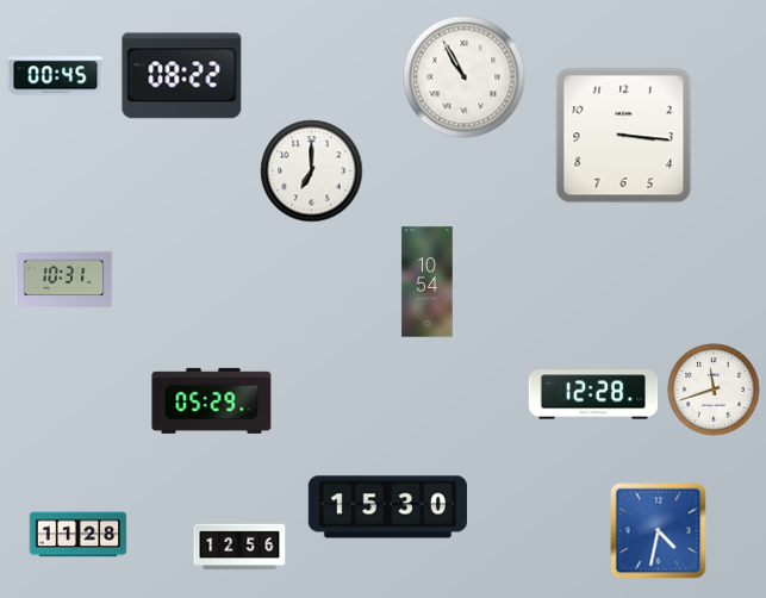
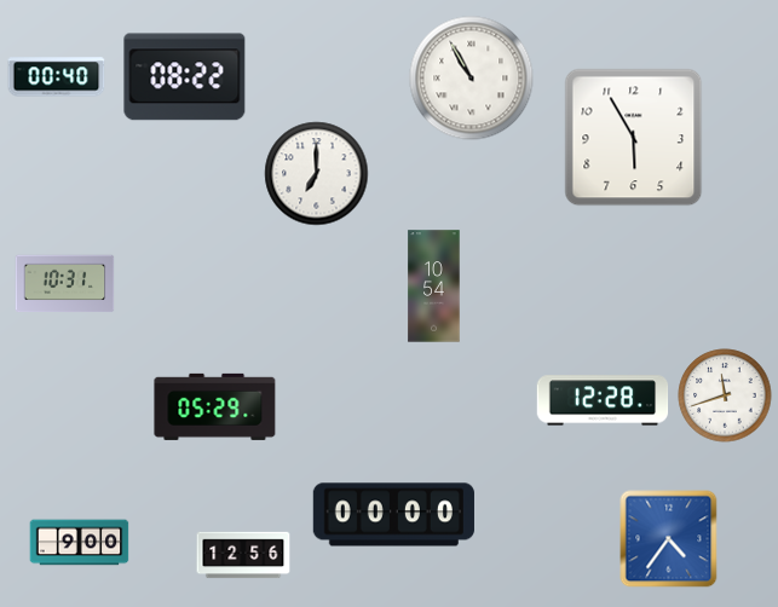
clock at (56, 76): 00:45 -> 00:40
clock at (624, 136): 3:16 -> 5:55
clock at (387, 507): 15:30 -> 00:00
clock at (659, 531): 4:32 -> 4:36
clock at (79, 535): 11:28 -> 9:00
